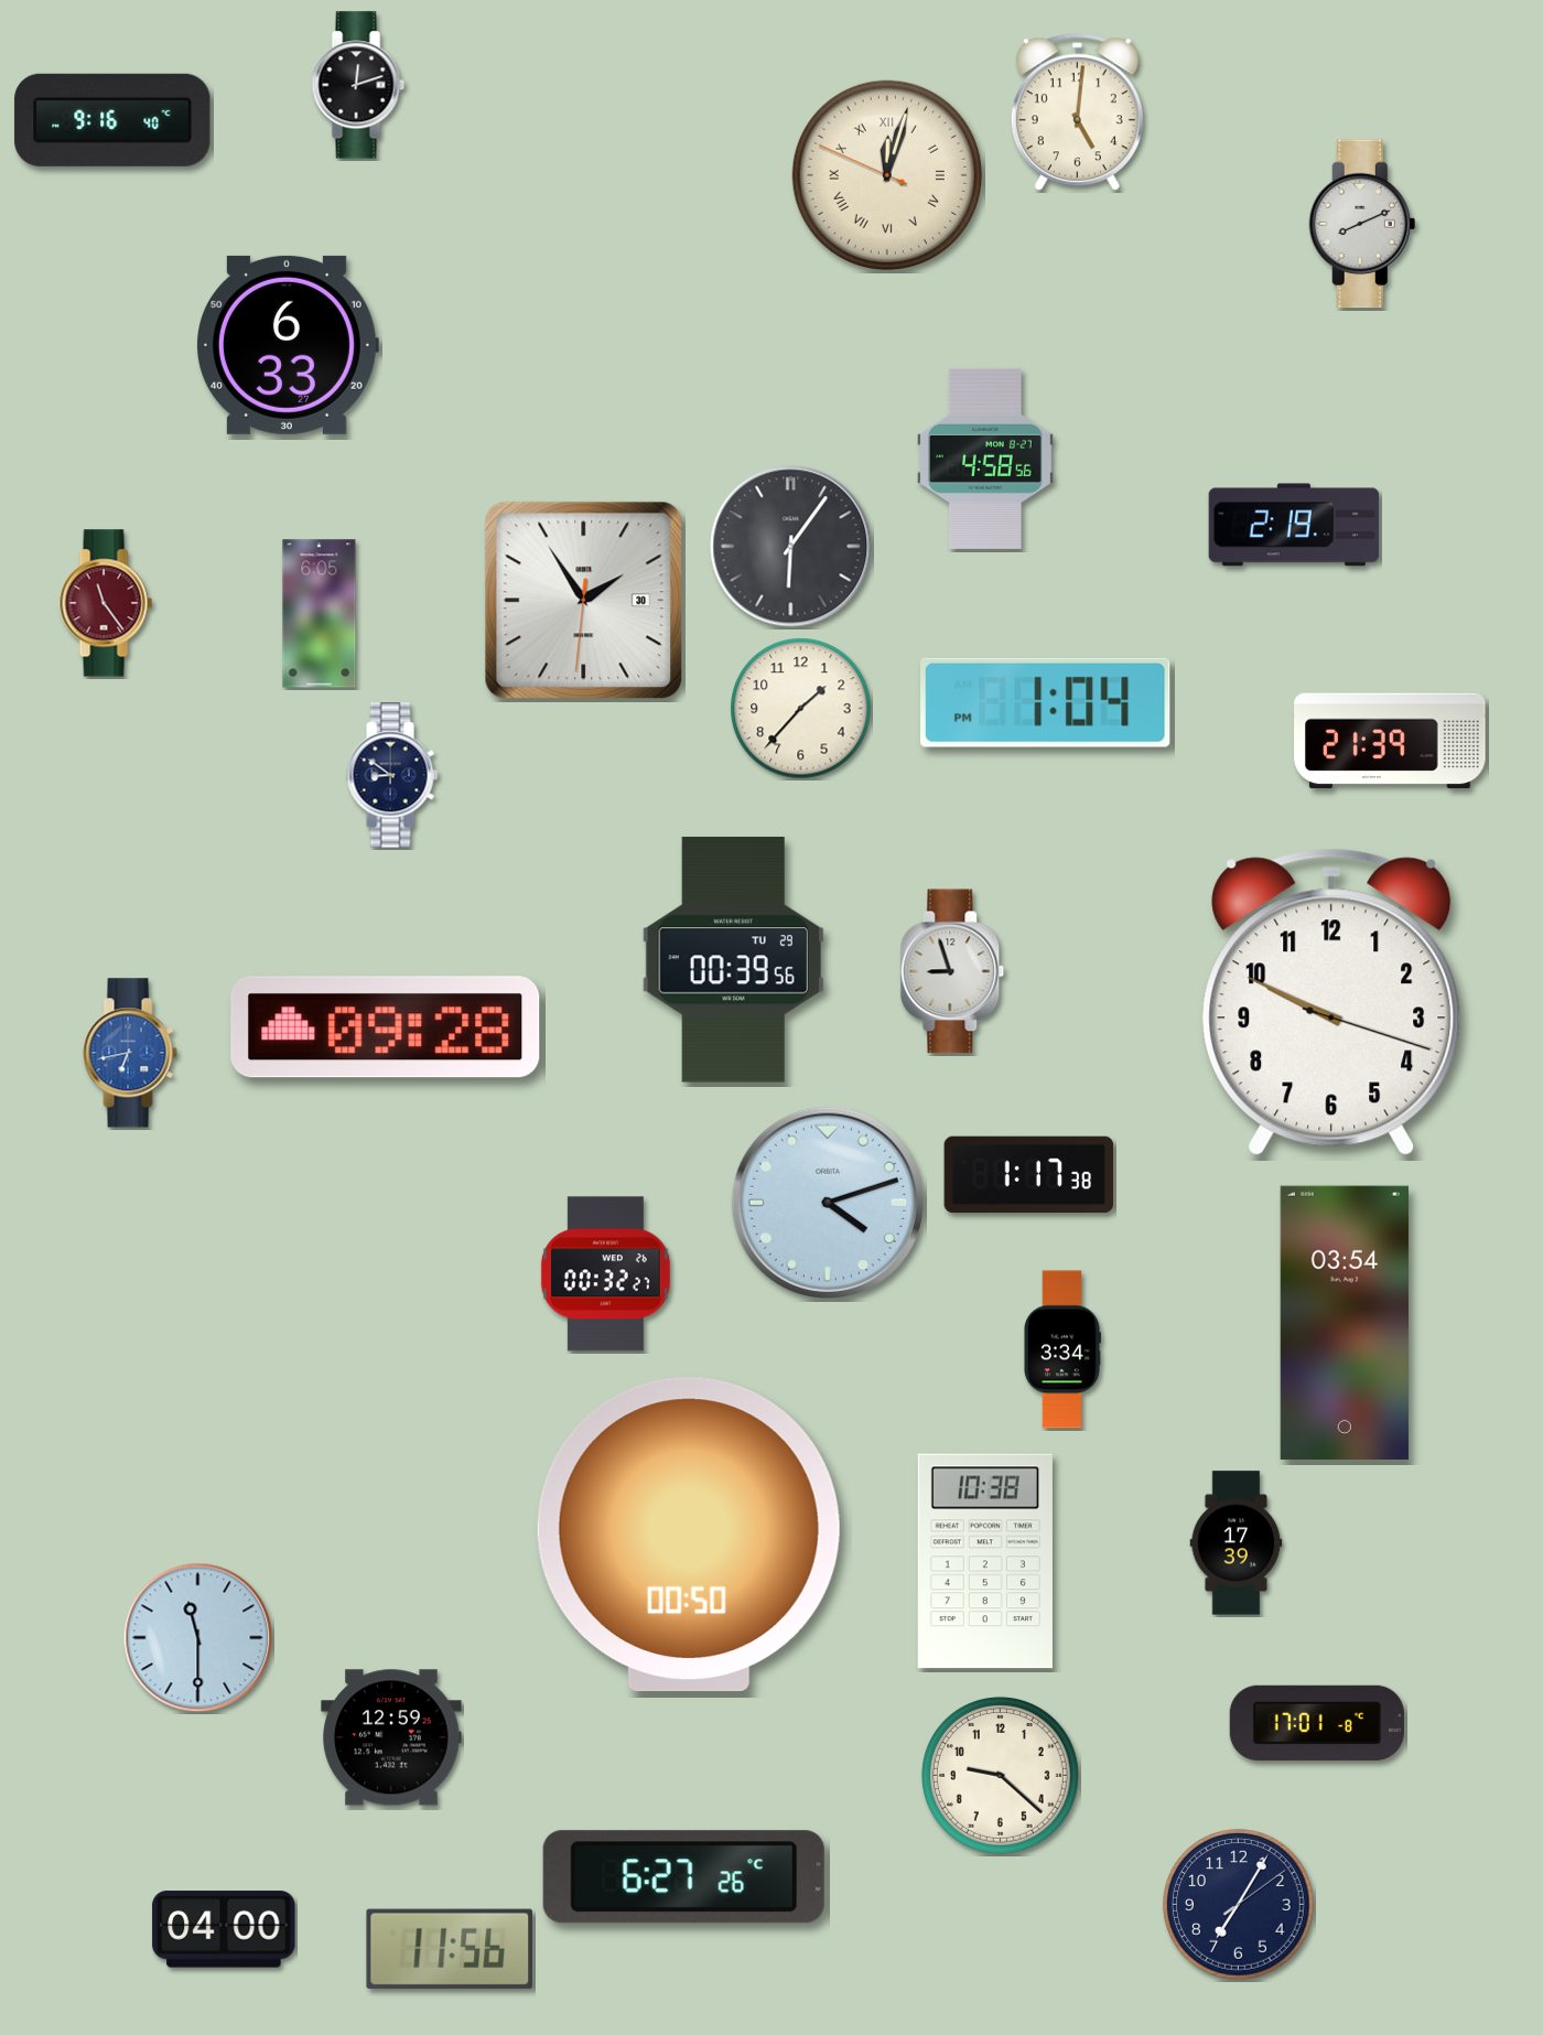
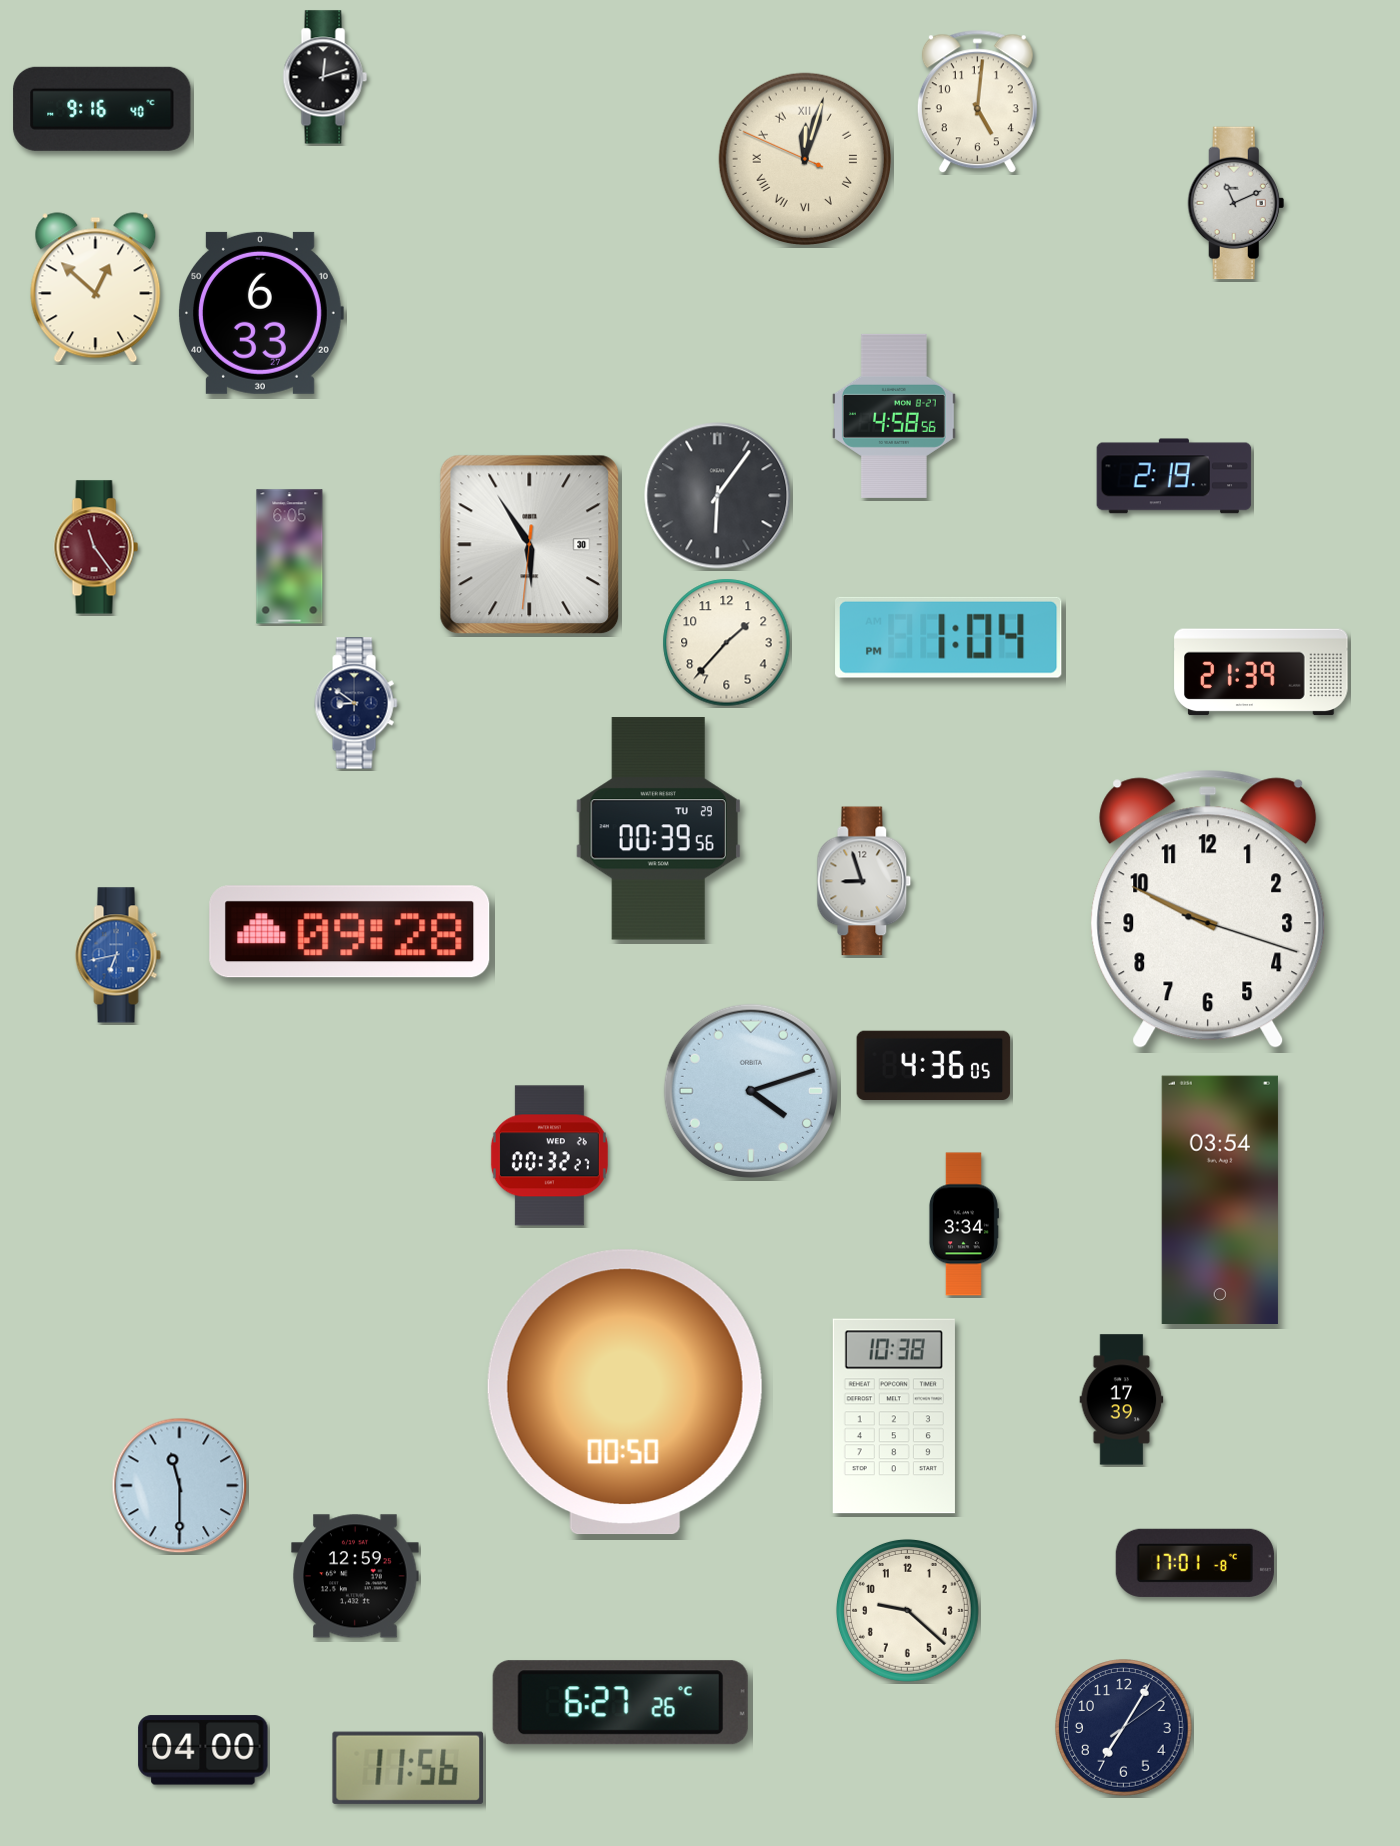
clock at (1362, 224): 8:11 -> 11:11
clock at (96, 288): none -> 12:52
clock at (584, 601): 1:54 -> 5:54
clock at (733, 960) position: (733, 960) -> (658, 829)
clock at (1029, 1174): 1:17 -> 4:36
